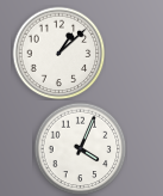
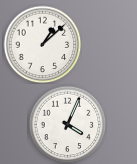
clock at (58, 53) position: (58, 53) -> (42, 44)
